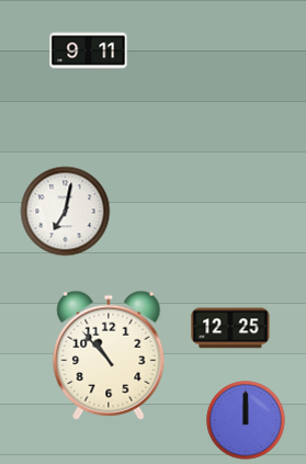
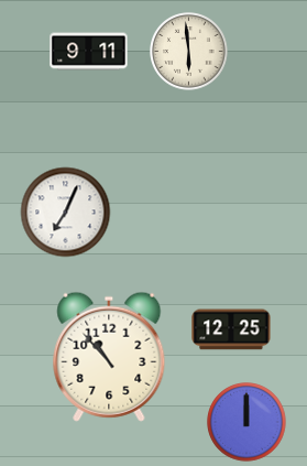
clock at (189, 52): none -> 5:59
clock at (66, 212): 7:02 -> 7:04
